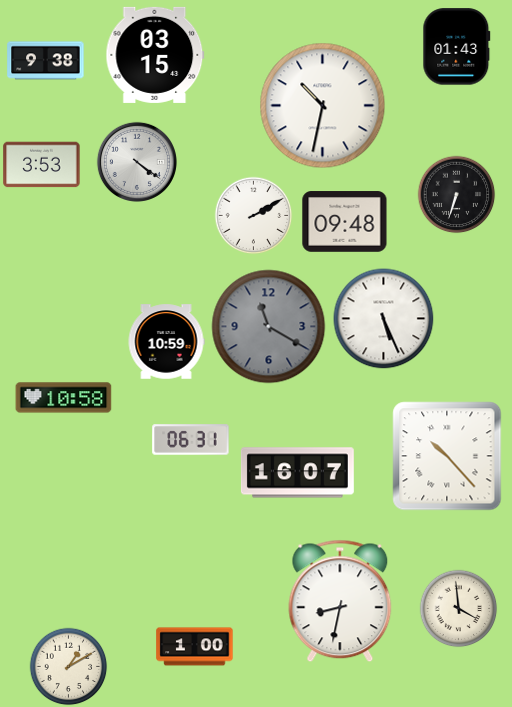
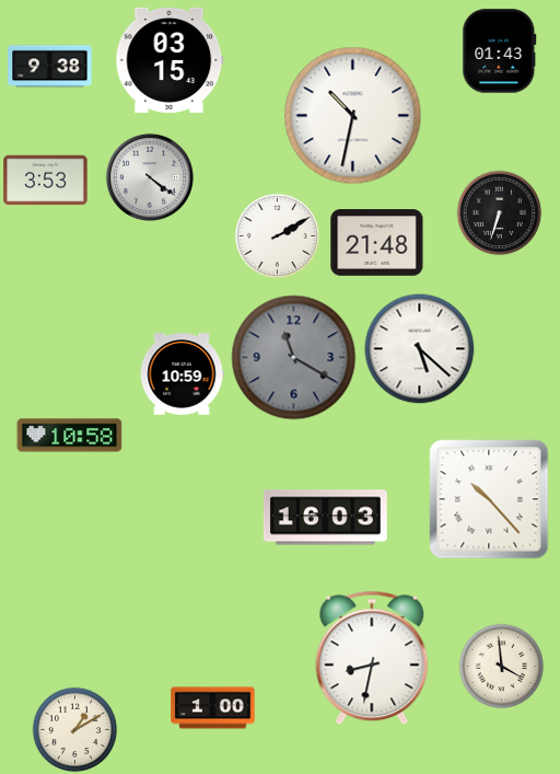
clock at (345, 222): 09:48 -> 21:48
clock at (384, 319): 5:26 -> 5:22
clock at (191, 440): 06:31 -> none
clock at (297, 473): 16:07 -> 16:03
